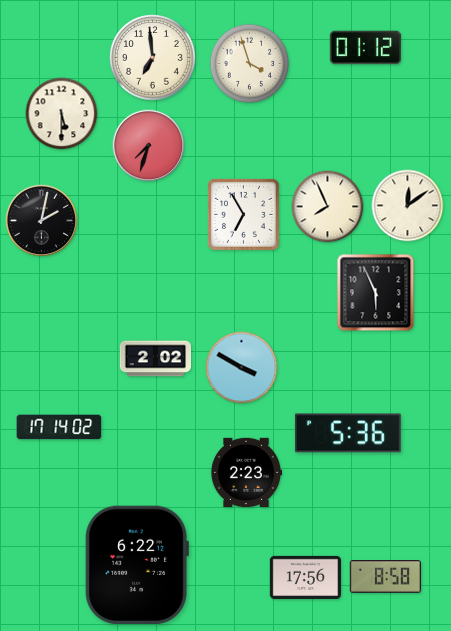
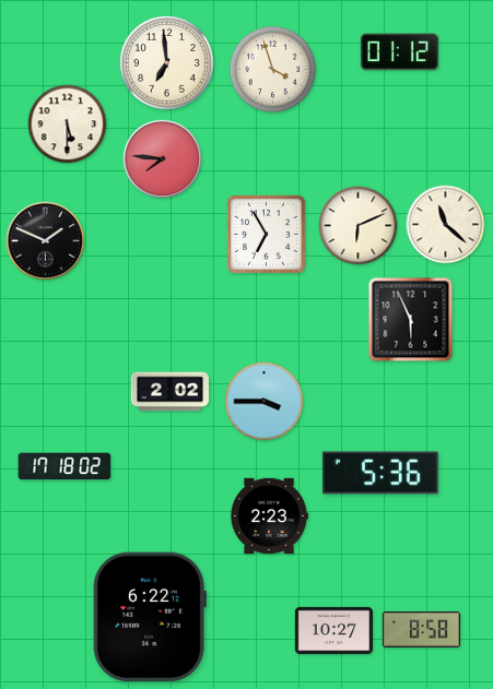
clock at (149, 146): 7:33 -> 7:46
clock at (408, 206): 12:09 -> 11:22
clock at (328, 207): 7:56 -> 6:11
clock at (42, 221): 2:02 -> 1:49
clock at (242, 368): 3:50 -> 3:45
clock at (59, 427): 17:14 -> 17:18
clock at (305, 577): 17:56 -> 10:27
